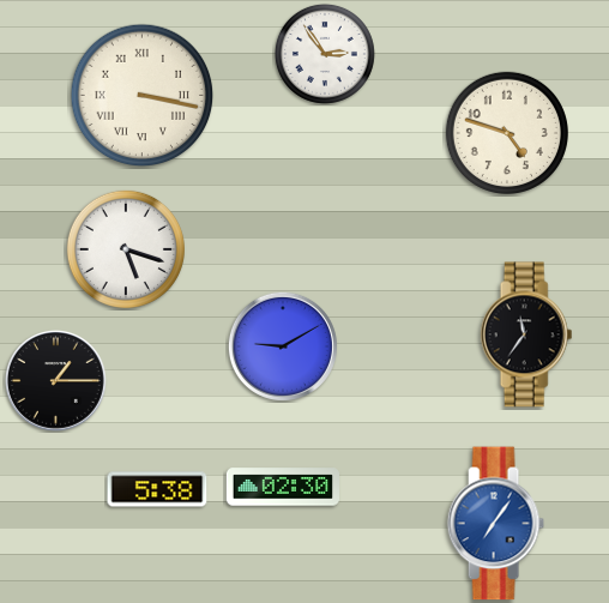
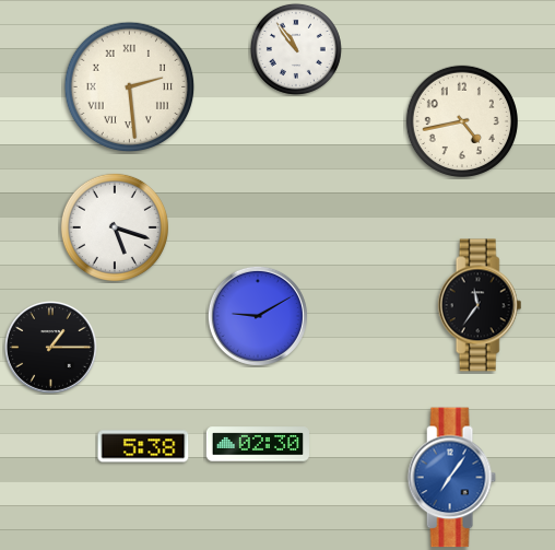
clock at (325, 54): 2:54 -> 10:54
clock at (143, 96): 3:17 -> 2:29
clock at (507, 133): 4:48 -> 4:43
